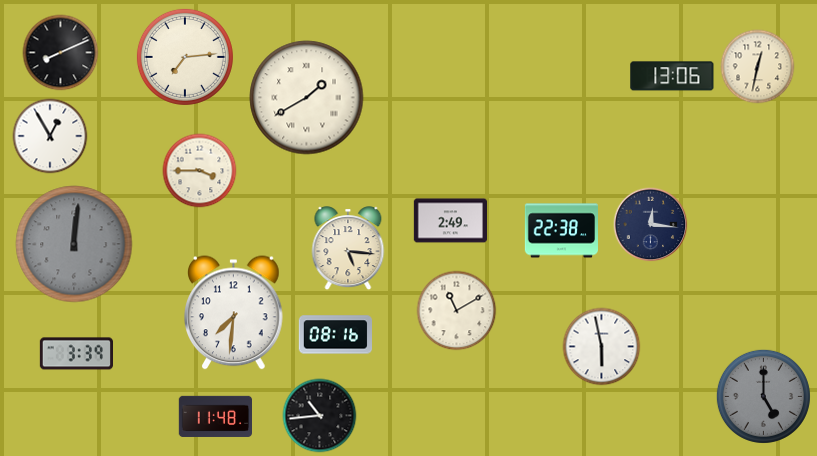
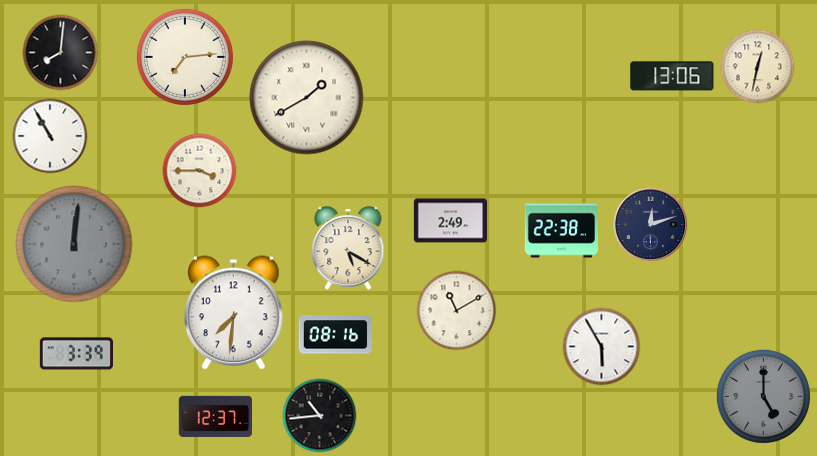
clock at (61, 53): 8:11 -> 8:01
clock at (50, 136): 12:55 -> 10:55
clock at (651, 225): 12:16 -> 12:12
clock at (348, 249): 5:16 -> 5:20
clock at (602, 347): 5:58 -> 5:55
clock at (215, 416): 11:48 -> 12:37
